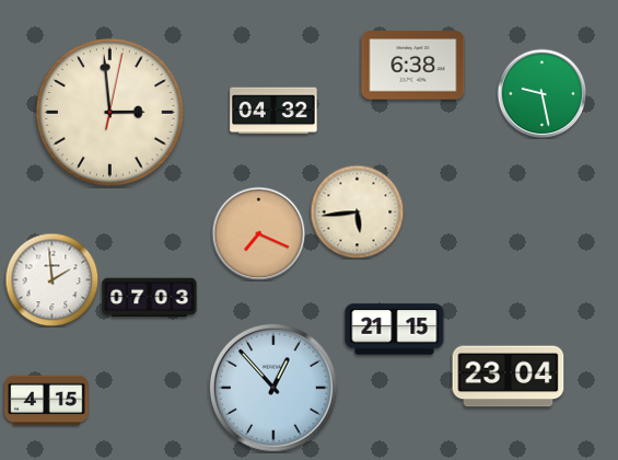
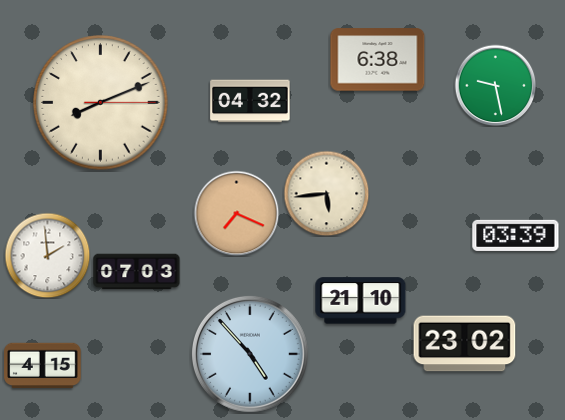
clock at (110, 113): 2:59 -> 8:11
clock at (516, 235): none -> 03:39
clock at (395, 330): 21:15 -> 21:10
clock at (509, 377): 23:04 -> 23:02
clock at (273, 388): 12:53 -> 4:53
